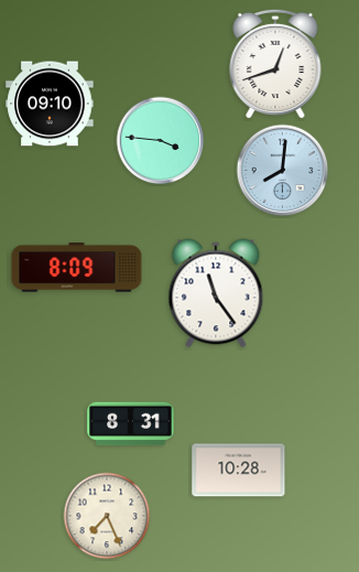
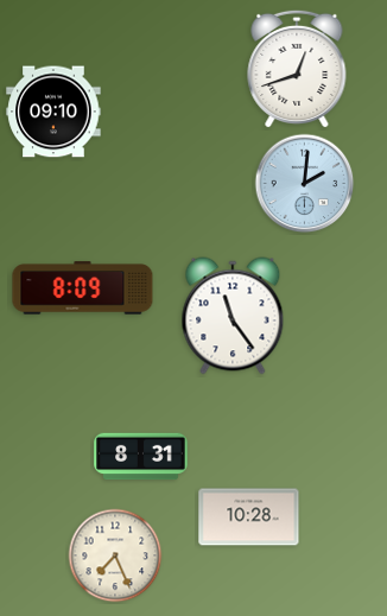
clock at (161, 141): 3:46 -> none
clock at (283, 171): 8:01 -> 2:01
clock at (239, 471) position: (239, 471) -> (249, 517)
